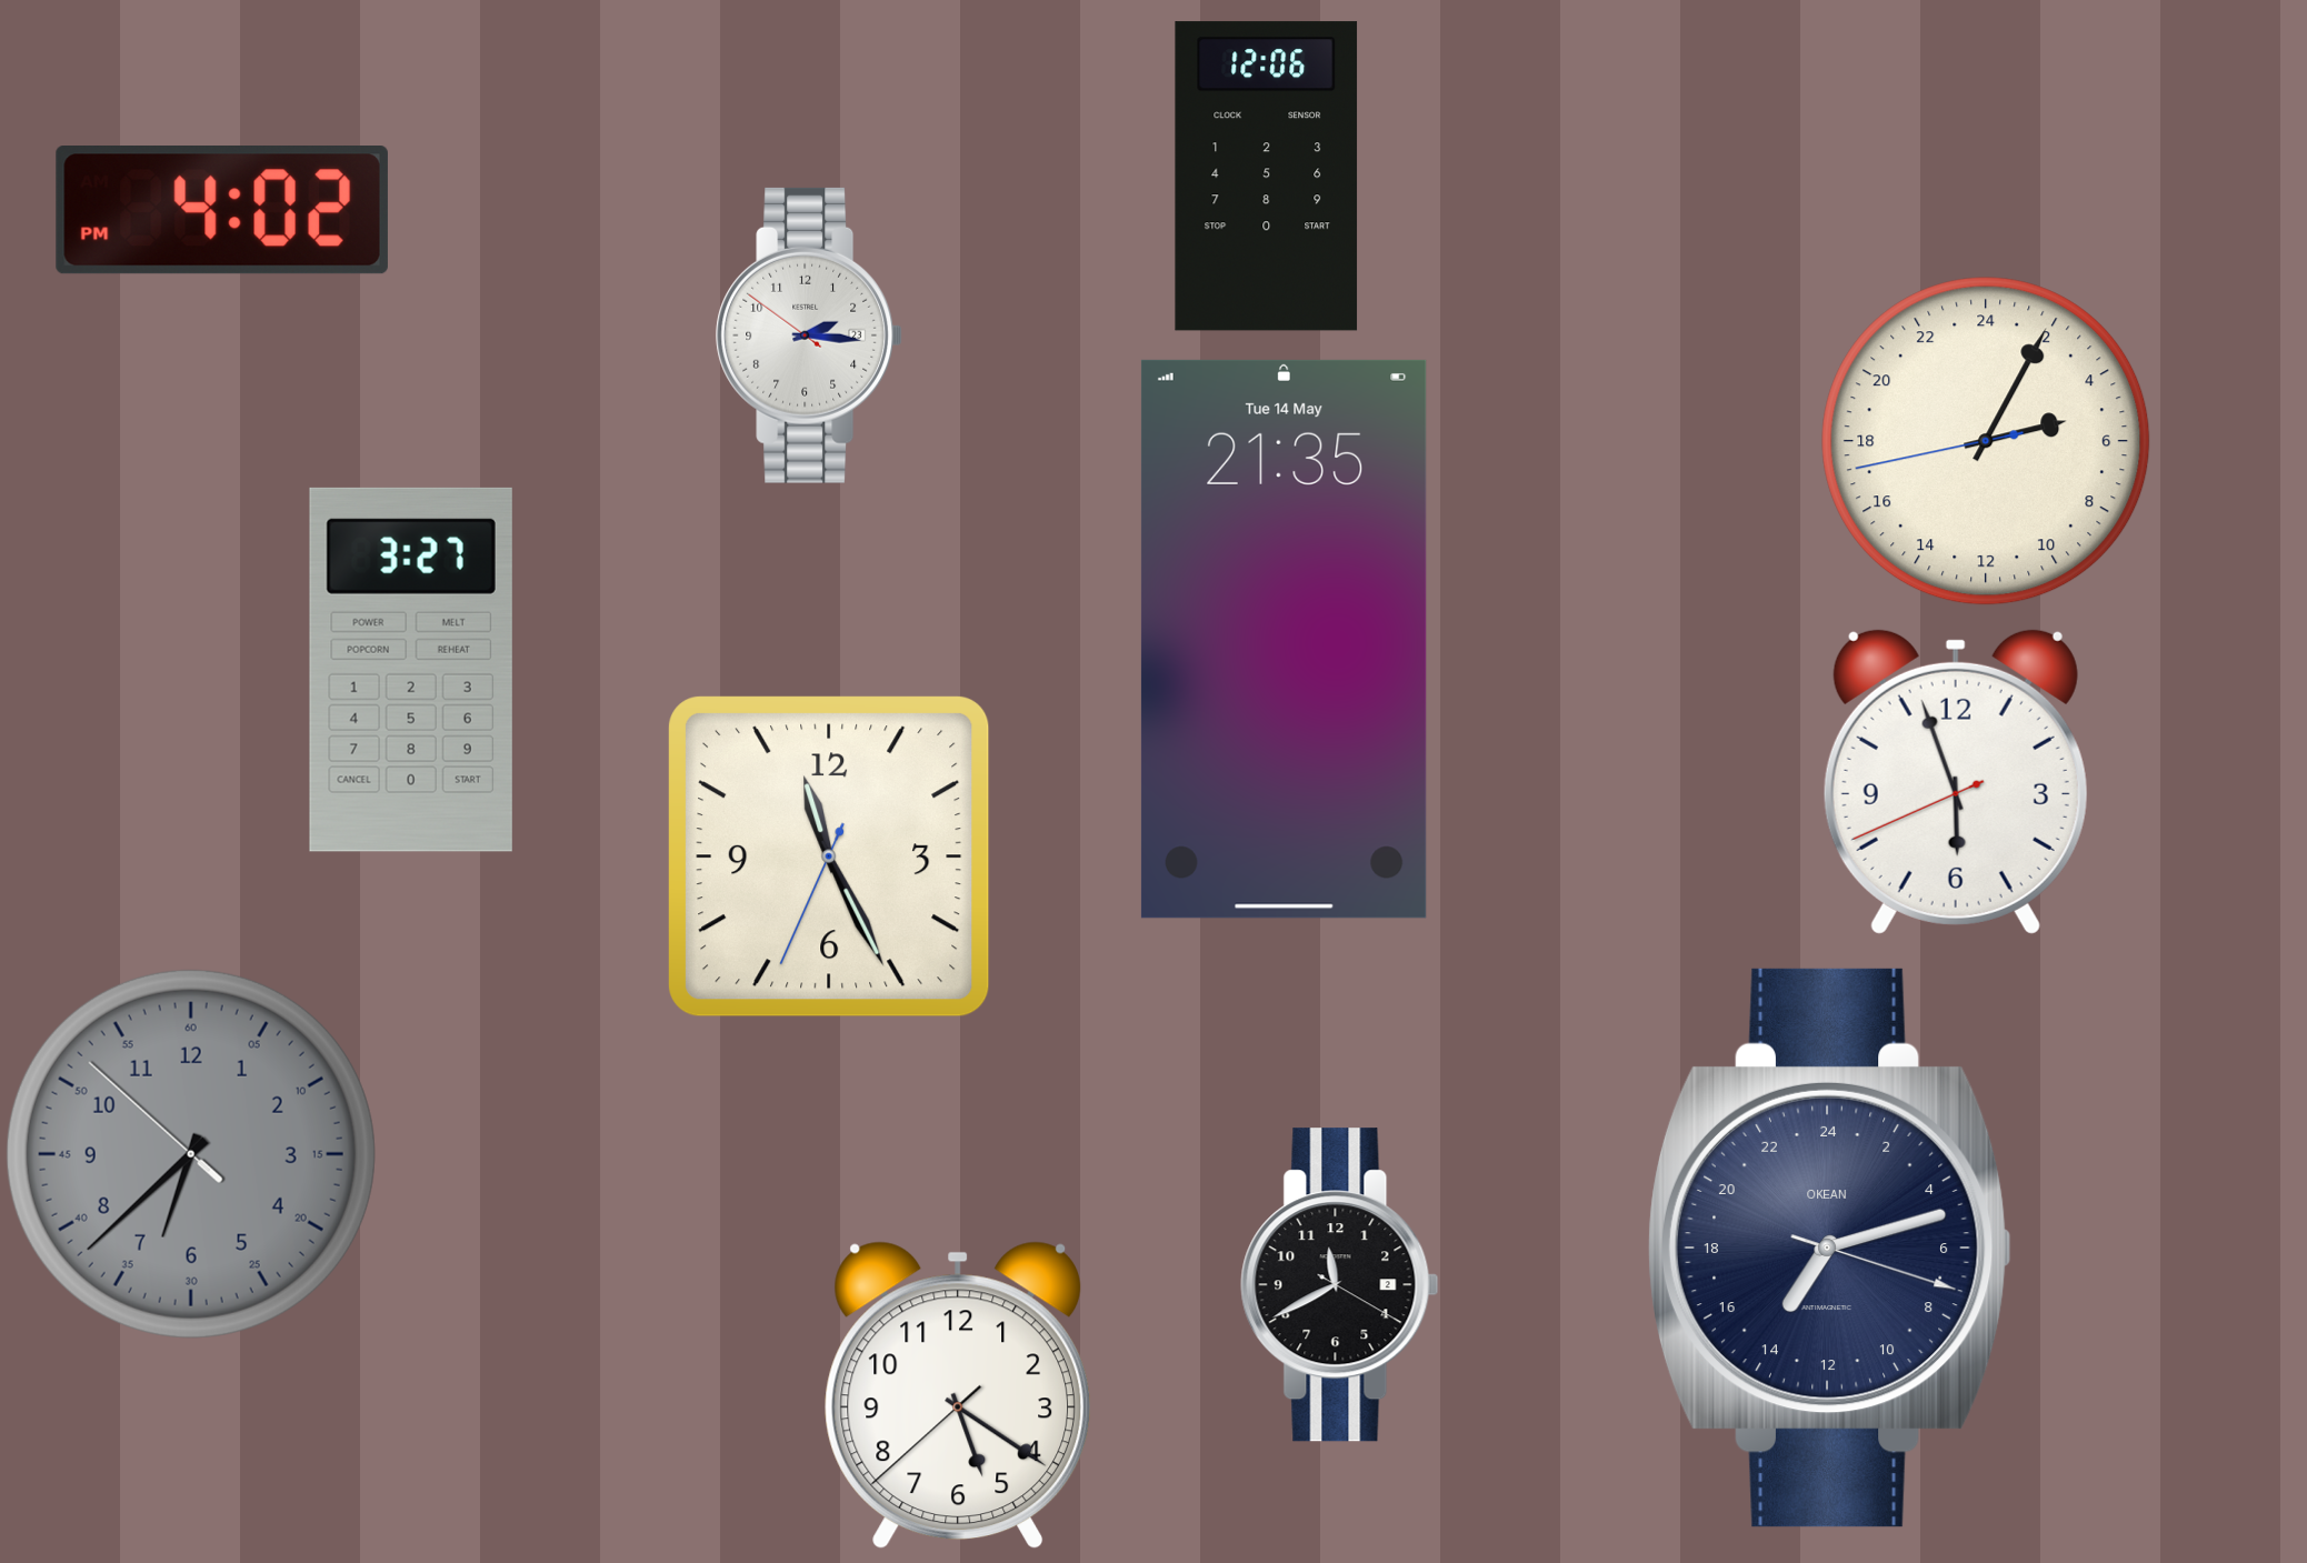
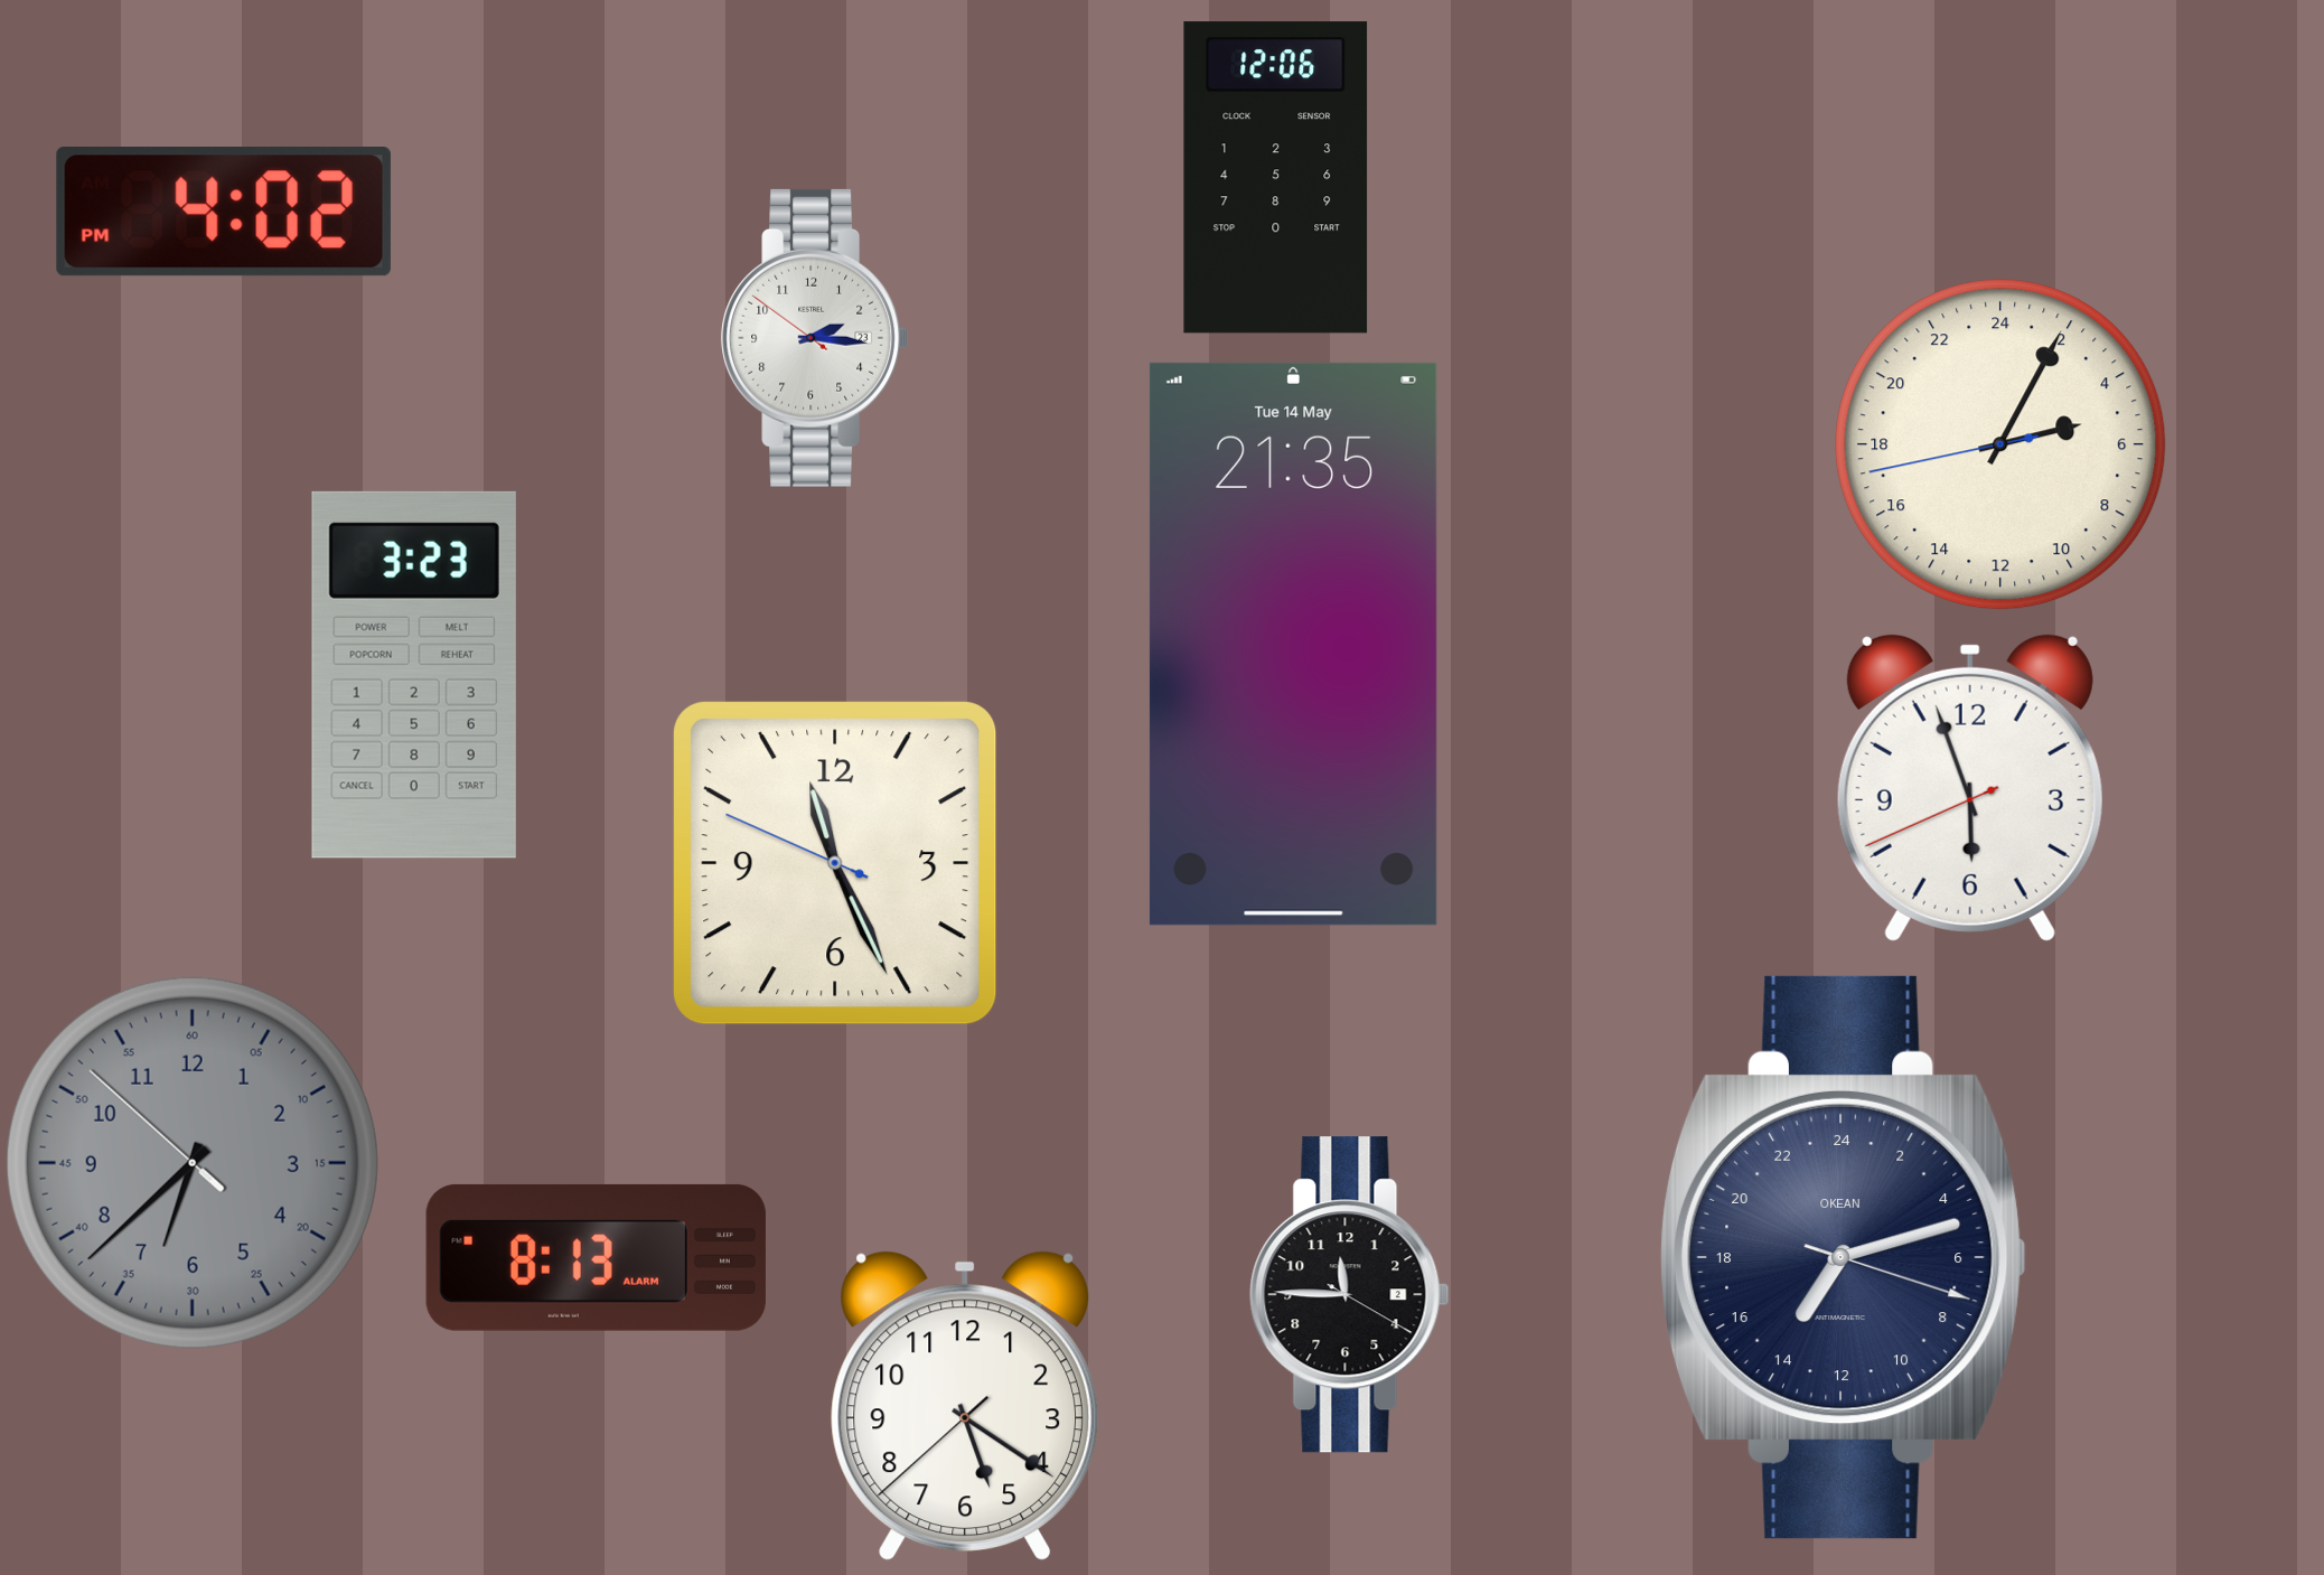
clock at (411, 670): 3:27 -> 3:23
clock at (829, 856): 11:25:34 -> 11:25:49
clock at (596, 1257): none -> 8:13
clock at (1340, 1285): 11:40 -> 11:45
